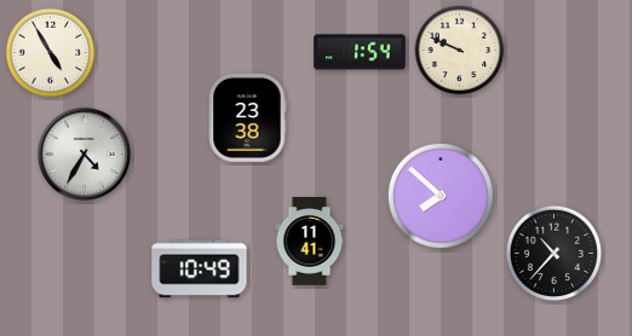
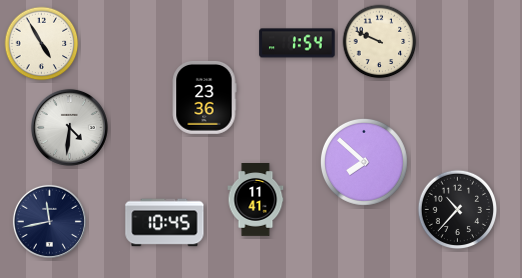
clock at (247, 117): 23:38 -> 23:36
clock at (84, 153): 4:35 -> 4:31
clock at (49, 221): none -> 11:43
clock at (200, 270): 10:49 -> 10:45
